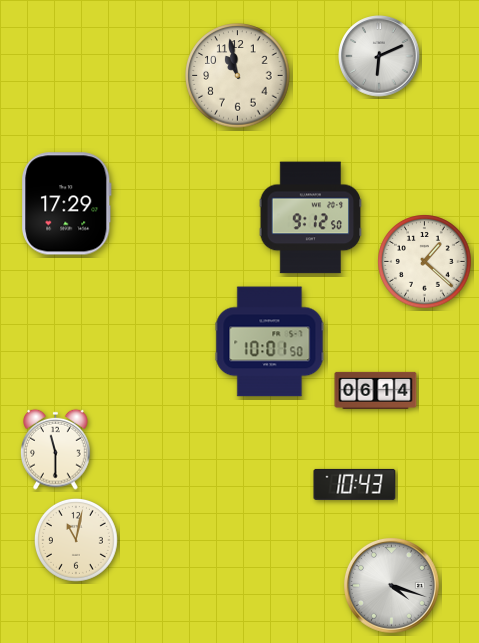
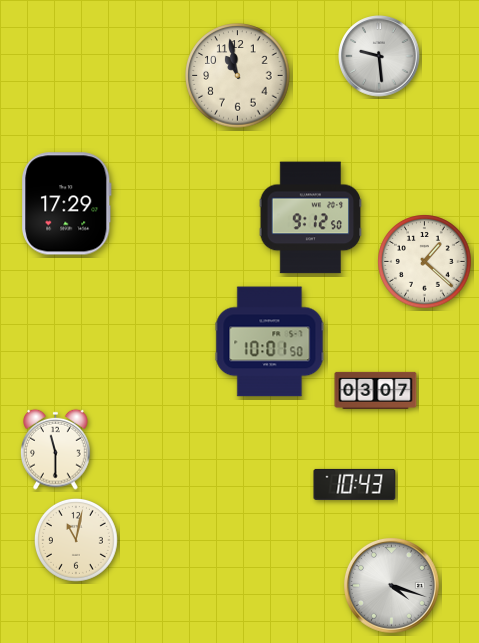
clock at (379, 56): 6:11 -> 9:29
clock at (376, 390): 06:14 -> 03:07
